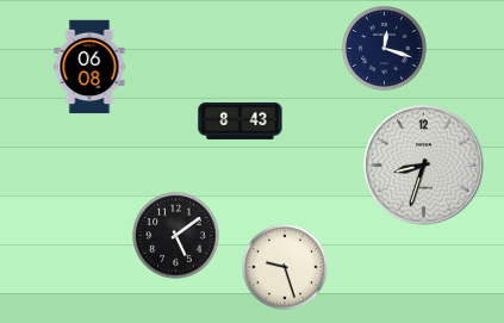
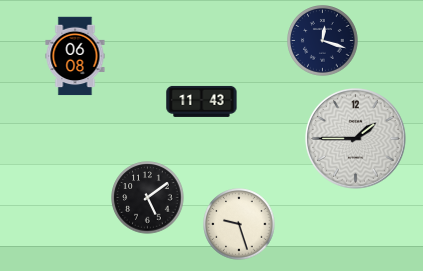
clock at (241, 120): 8:43 -> 11:43
clock at (424, 166): 8:33 -> 1:45
